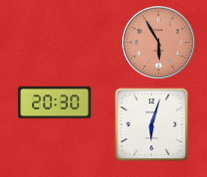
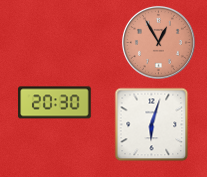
clock at (158, 42): 5:55 -> 12:55
